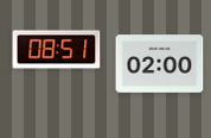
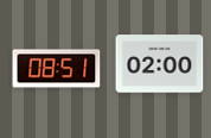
clock at (57, 50) position: (57, 50) -> (57, 69)
